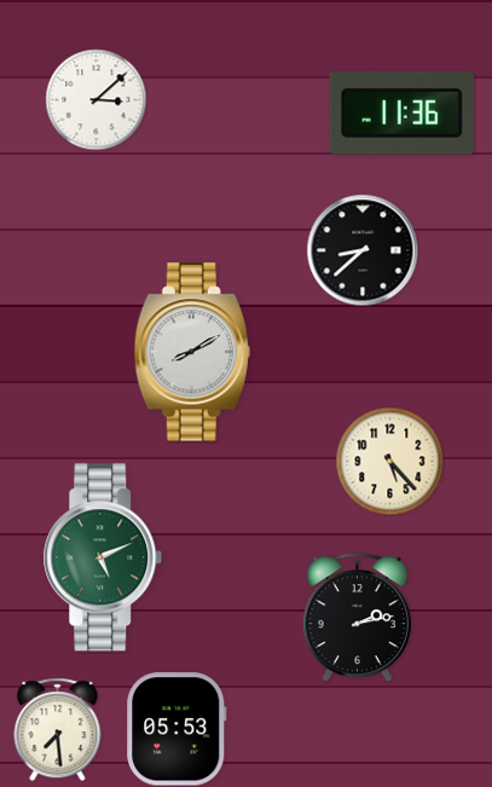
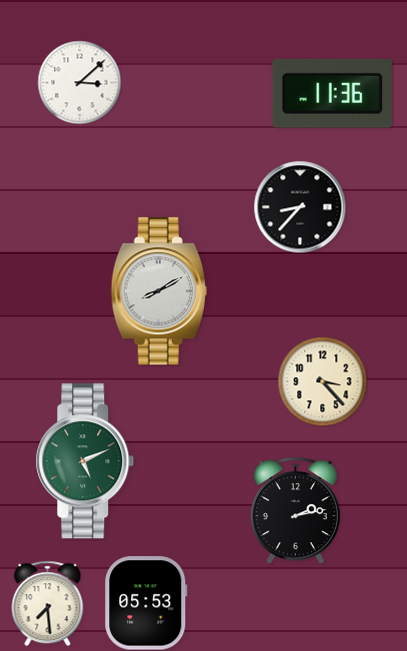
clock at (363, 250): 8:38 -> 8:37
clock at (389, 461): 5:23 -> 3:23
